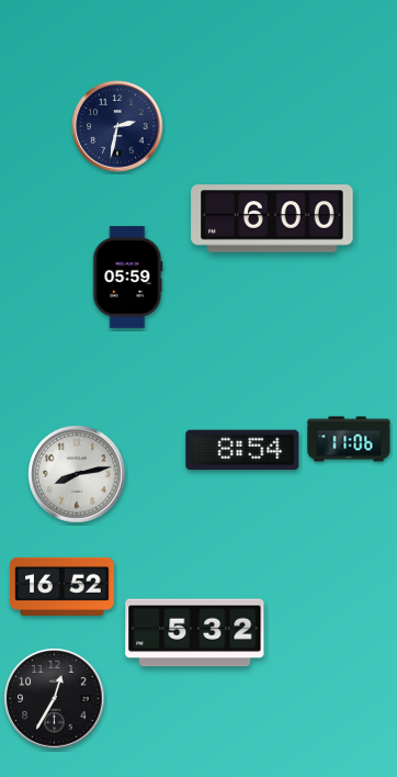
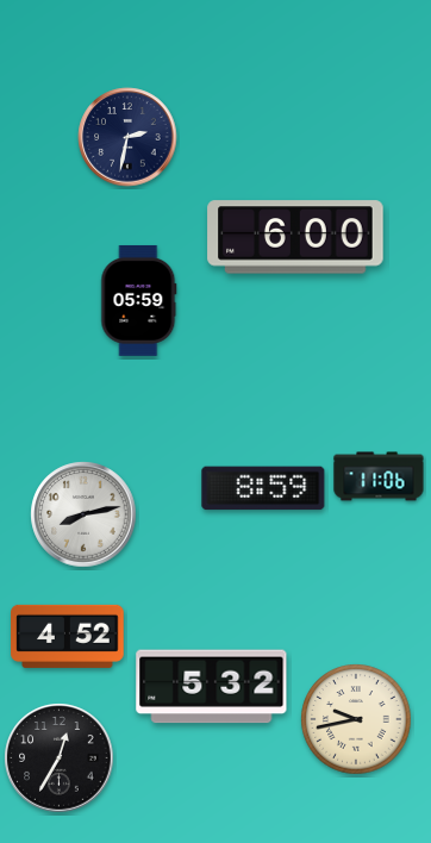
clock at (242, 450): 8:54 -> 8:59
clock at (63, 586): 16:52 -> 4:52
clock at (356, 719): none -> 9:43
